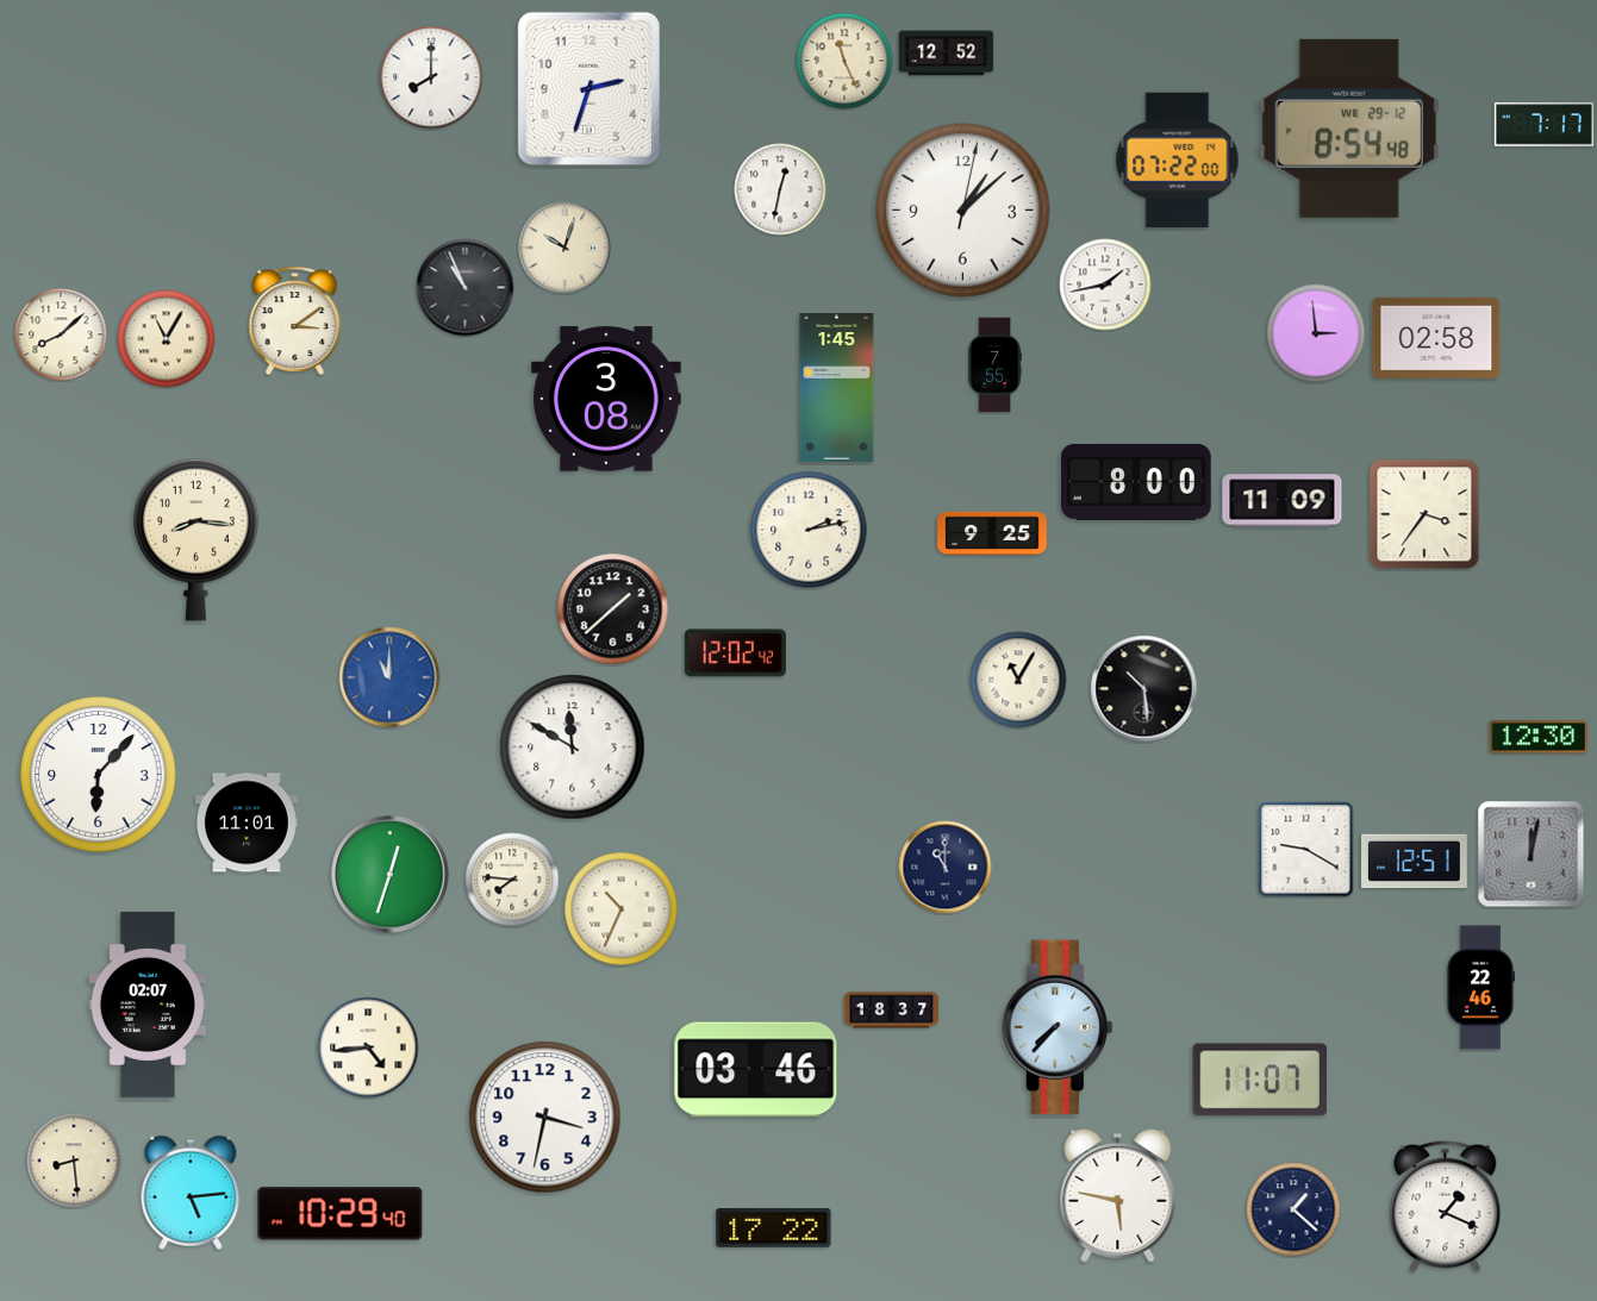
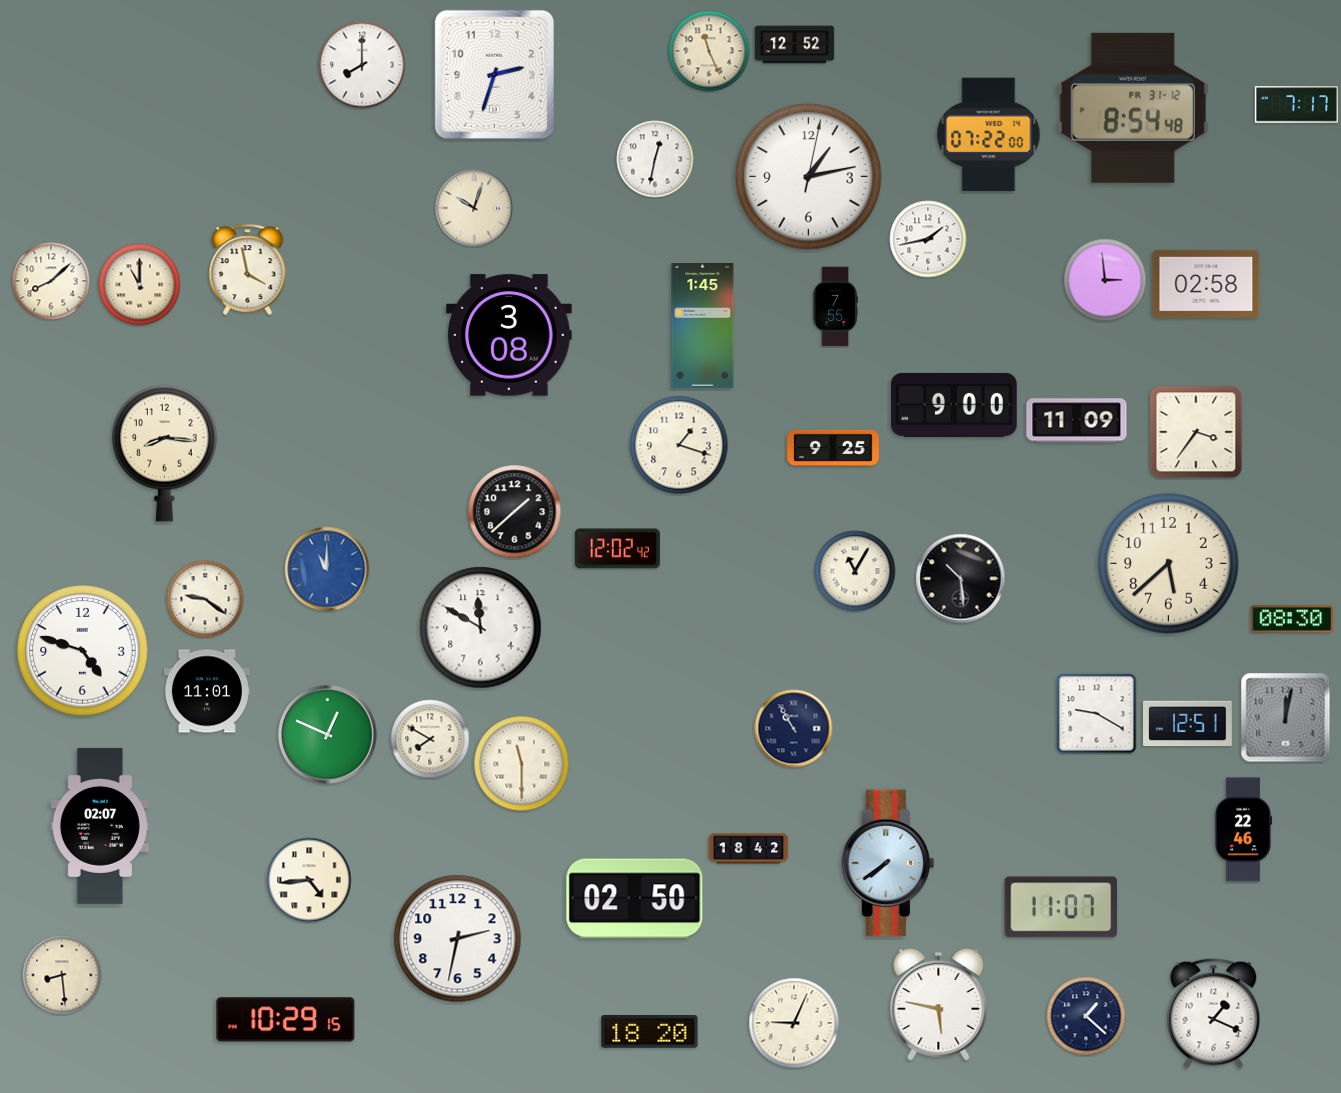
clock at (1349, 129) date: WE 29-12 -> FR 31-12
clock at (963, 211): 1:08 -> 1:13
clock at (466, 288): 10:56 -> none
clock at (295, 320): 3:09 -> 3:58
clock at (167, 339): 11:05 -> 11:00
clock at (1136, 482): 8:00 -> 9:00
clock at (809, 530): 2:13 -> 1:18
clock at (1169, 564): none -> 5:38
clock at (205, 599): none -> 9:21
clock at (1537, 737): 12:30 -> 08:30
clock at (99, 775): 6:07 -> 4:48
clock at (946, 868): 11:00 -> 10:55
clock at (391, 875): 12:33 -> 12:49
clock at (512, 880): 7:46 -> 7:50
clock at (622, 909): 10:34 -> 11:30
clock at (148, 1005) position: (148, 1005) -> (100, 826)
clock at (892, 1011): 18:37 -> 18:42
clock at (1056, 1027): 7:37 -> 7:39
clock at (756, 1070): 03:46 -> 02:50
clock at (1260, 1080) position: (1260, 1080) -> (1061, 907)
clock at (545, 1118): 3:32 -> 2:32
clock at (191, 1193): 5:14 -> none
clock at (341, 1214): 10:29:40 -> 10:29:15
clock at (794, 1023): none -> 9:04
clock at (774, 1228): 17:22 -> 18:20
